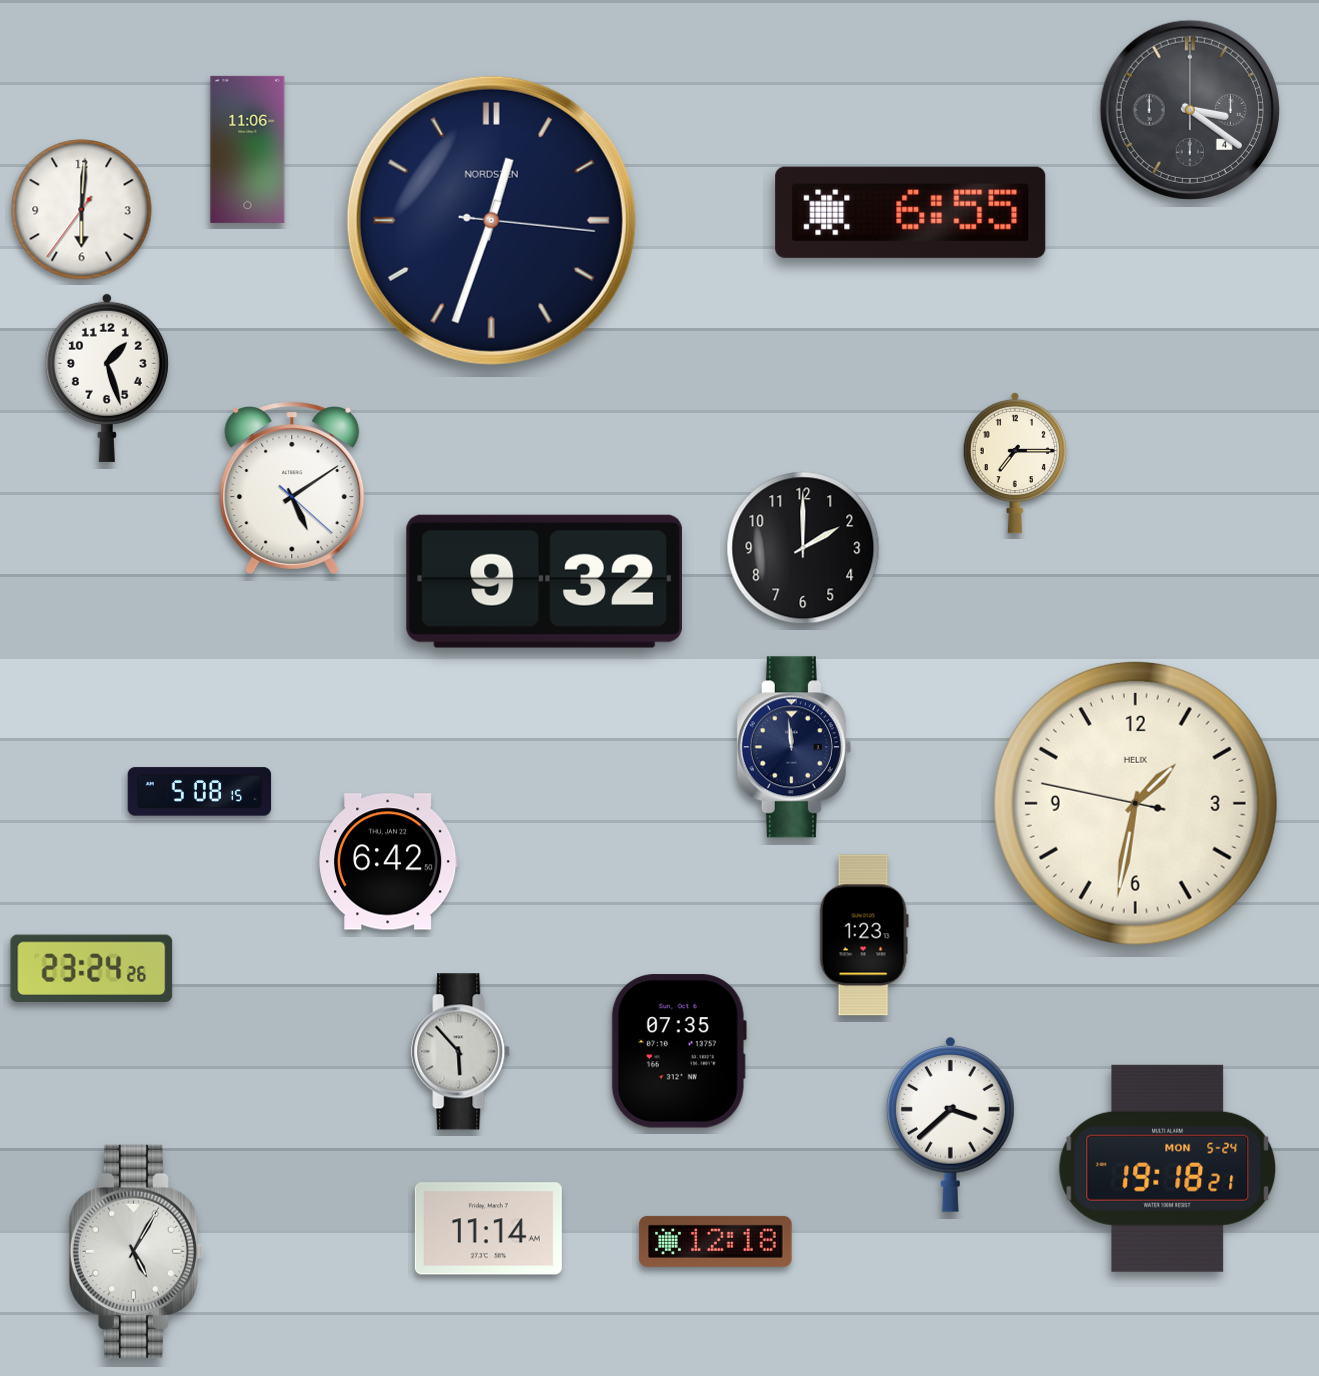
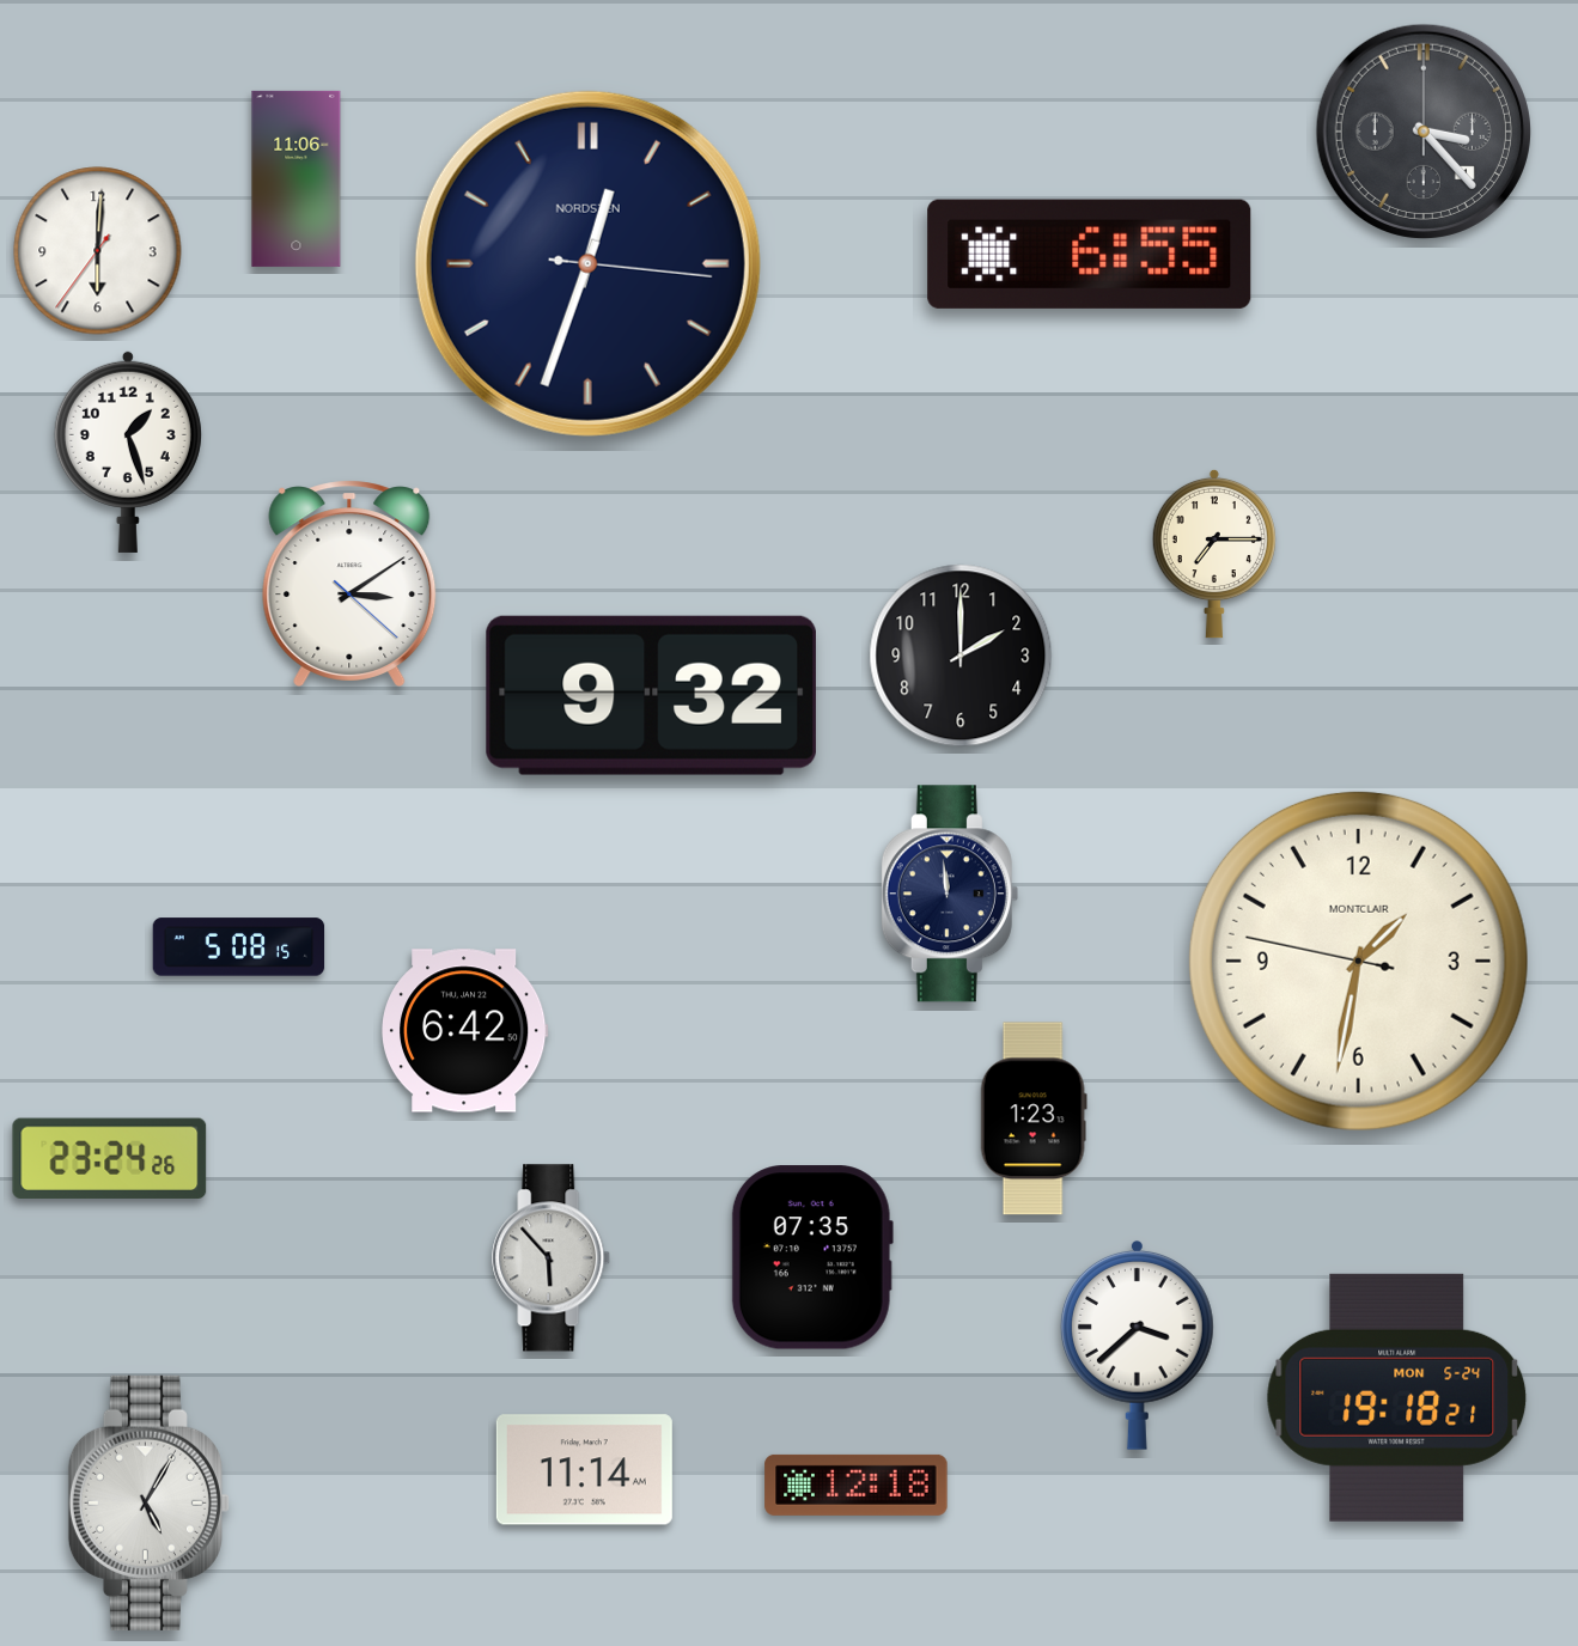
clock at (1190, 110): 3:21 -> 3:23
clock at (292, 488): 5:09 -> 3:09
clock at (1135, 803) brand: HELIX -> MONTCLAIR
clock at (136, 1251) position: (136, 1251) -> (148, 1502)
